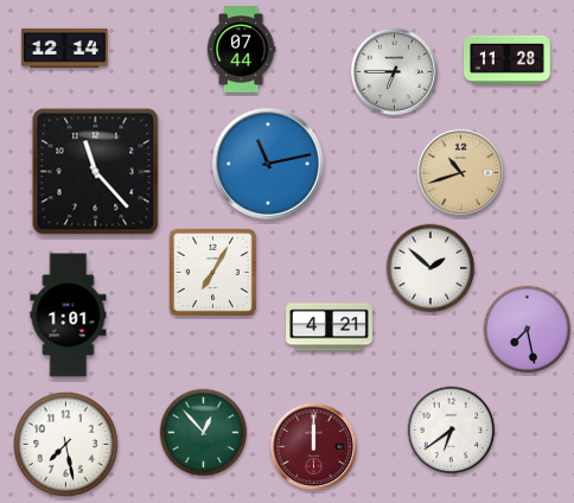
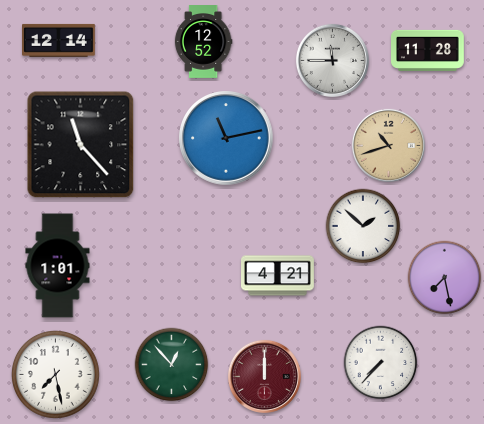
clock at (65, 47) position: (65, 47) -> (59, 40)
clock at (241, 50): 07:44 -> 12:52
clock at (394, 71): 6:45 -> 11:45
clock at (212, 272): 7:05 -> none
clock at (452, 431): 6:39 -> 7:37
